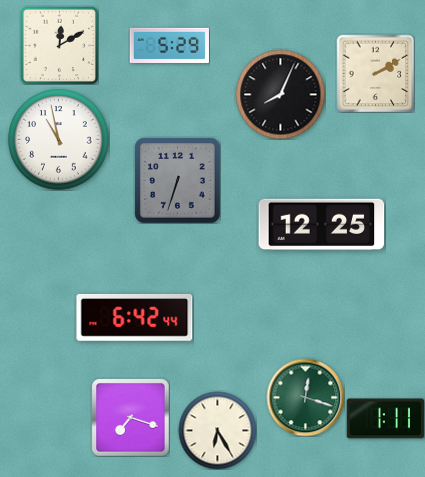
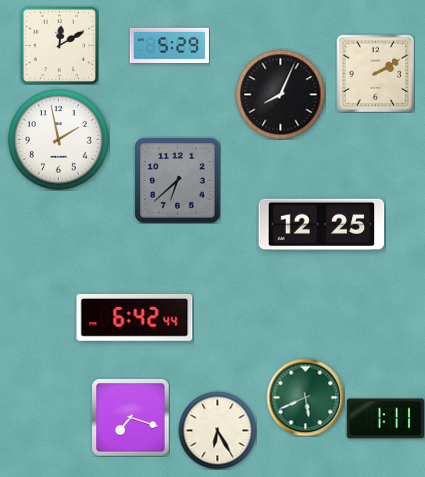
clock at (59, 140): 10:58 -> 1:58
clock at (177, 180): 6:33 -> 6:38
clock at (305, 397): 12:18 -> 5:41
